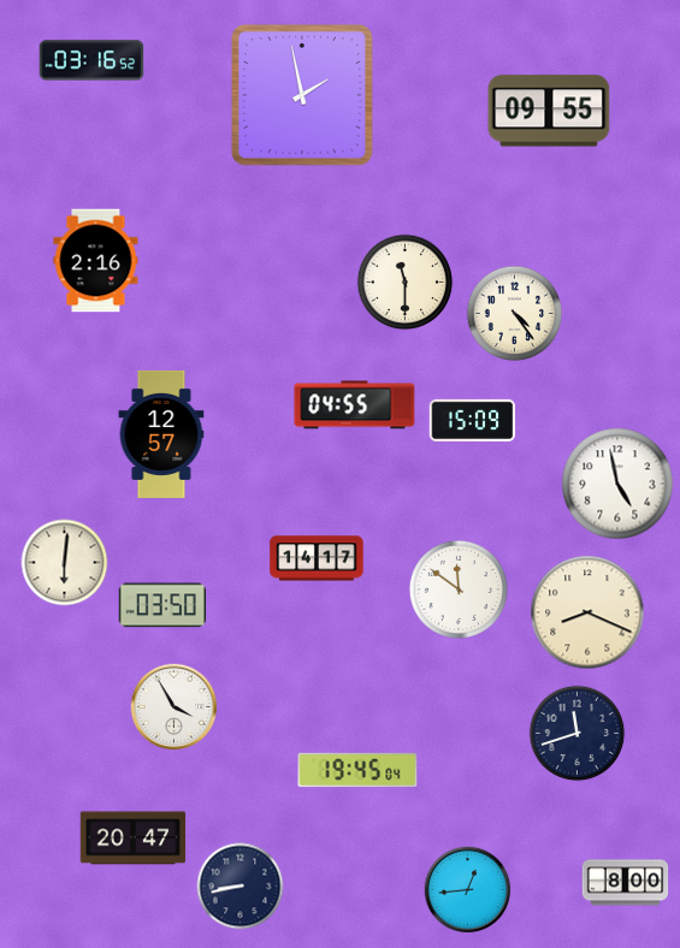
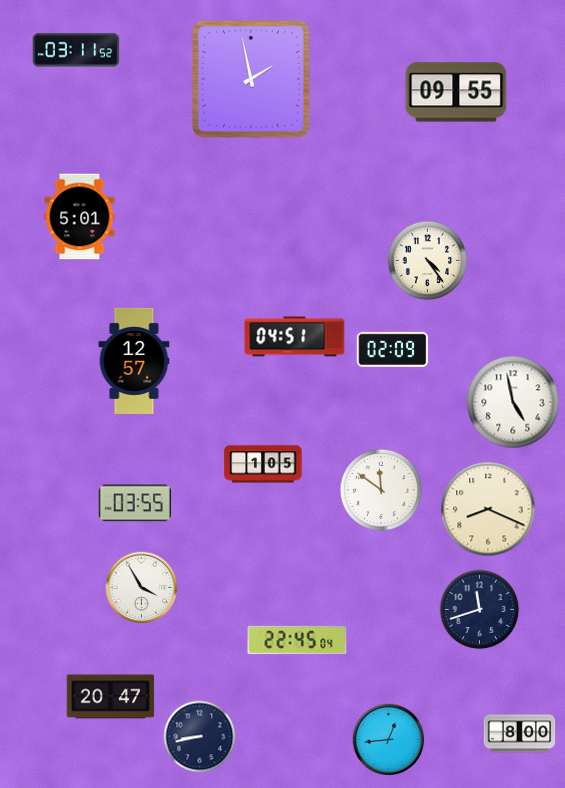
clock at (91, 60): 03:16 -> 03:11
clock at (96, 261): 2:16 -> 5:01
clock at (406, 283): 11:30 -> none
clock at (355, 405): 04:55 -> 04:51
clock at (473, 420): 15:09 -> 02:09
clock at (317, 558): 14:17 -> 1:05
clock at (65, 563): 6:01 -> none
clock at (162, 605): 03:50 -> 03:55
clock at (175, 707) position: (175, 707) -> (142, 588)
clock at (357, 770): 19:45 -> 22:45
